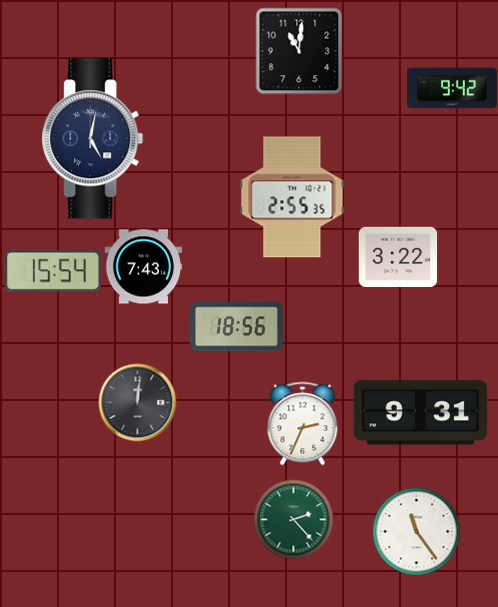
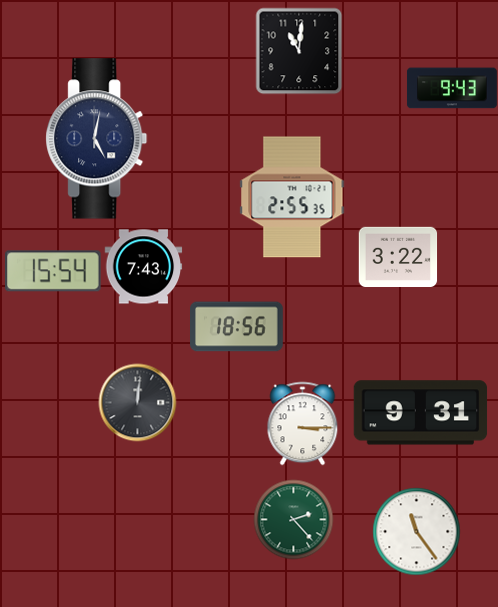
clock at (452, 88): 9:42 -> 9:43
clock at (93, 139) position: (93, 139) -> (97, 139)
clock at (303, 423): 2:34 -> 3:15
